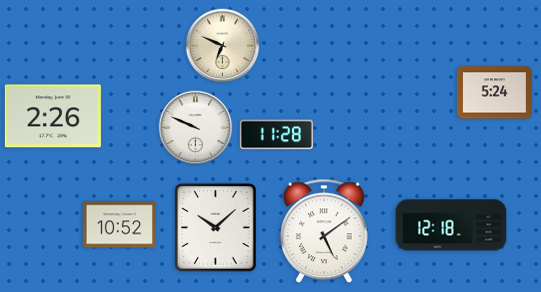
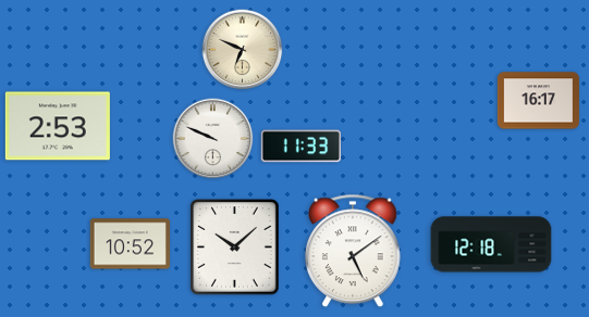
clock at (494, 93): 5:24 -> 16:17
clock at (53, 116): 2:26 -> 2:53
clock at (276, 135): 11:28 -> 11:33
